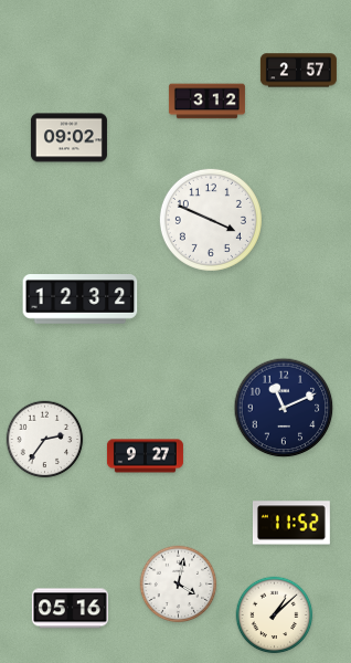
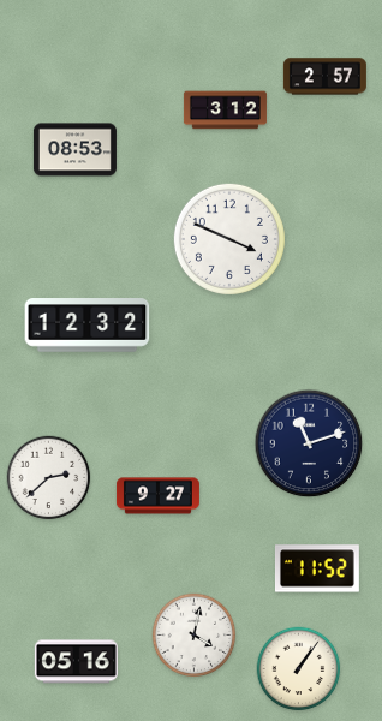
clock at (68, 138): 09:02 -> 08:53
clock at (284, 408): 11:11 -> 11:12
clock at (45, 440): 2:36 -> 2:38
clock at (275, 615): 1:08 -> 1:06
